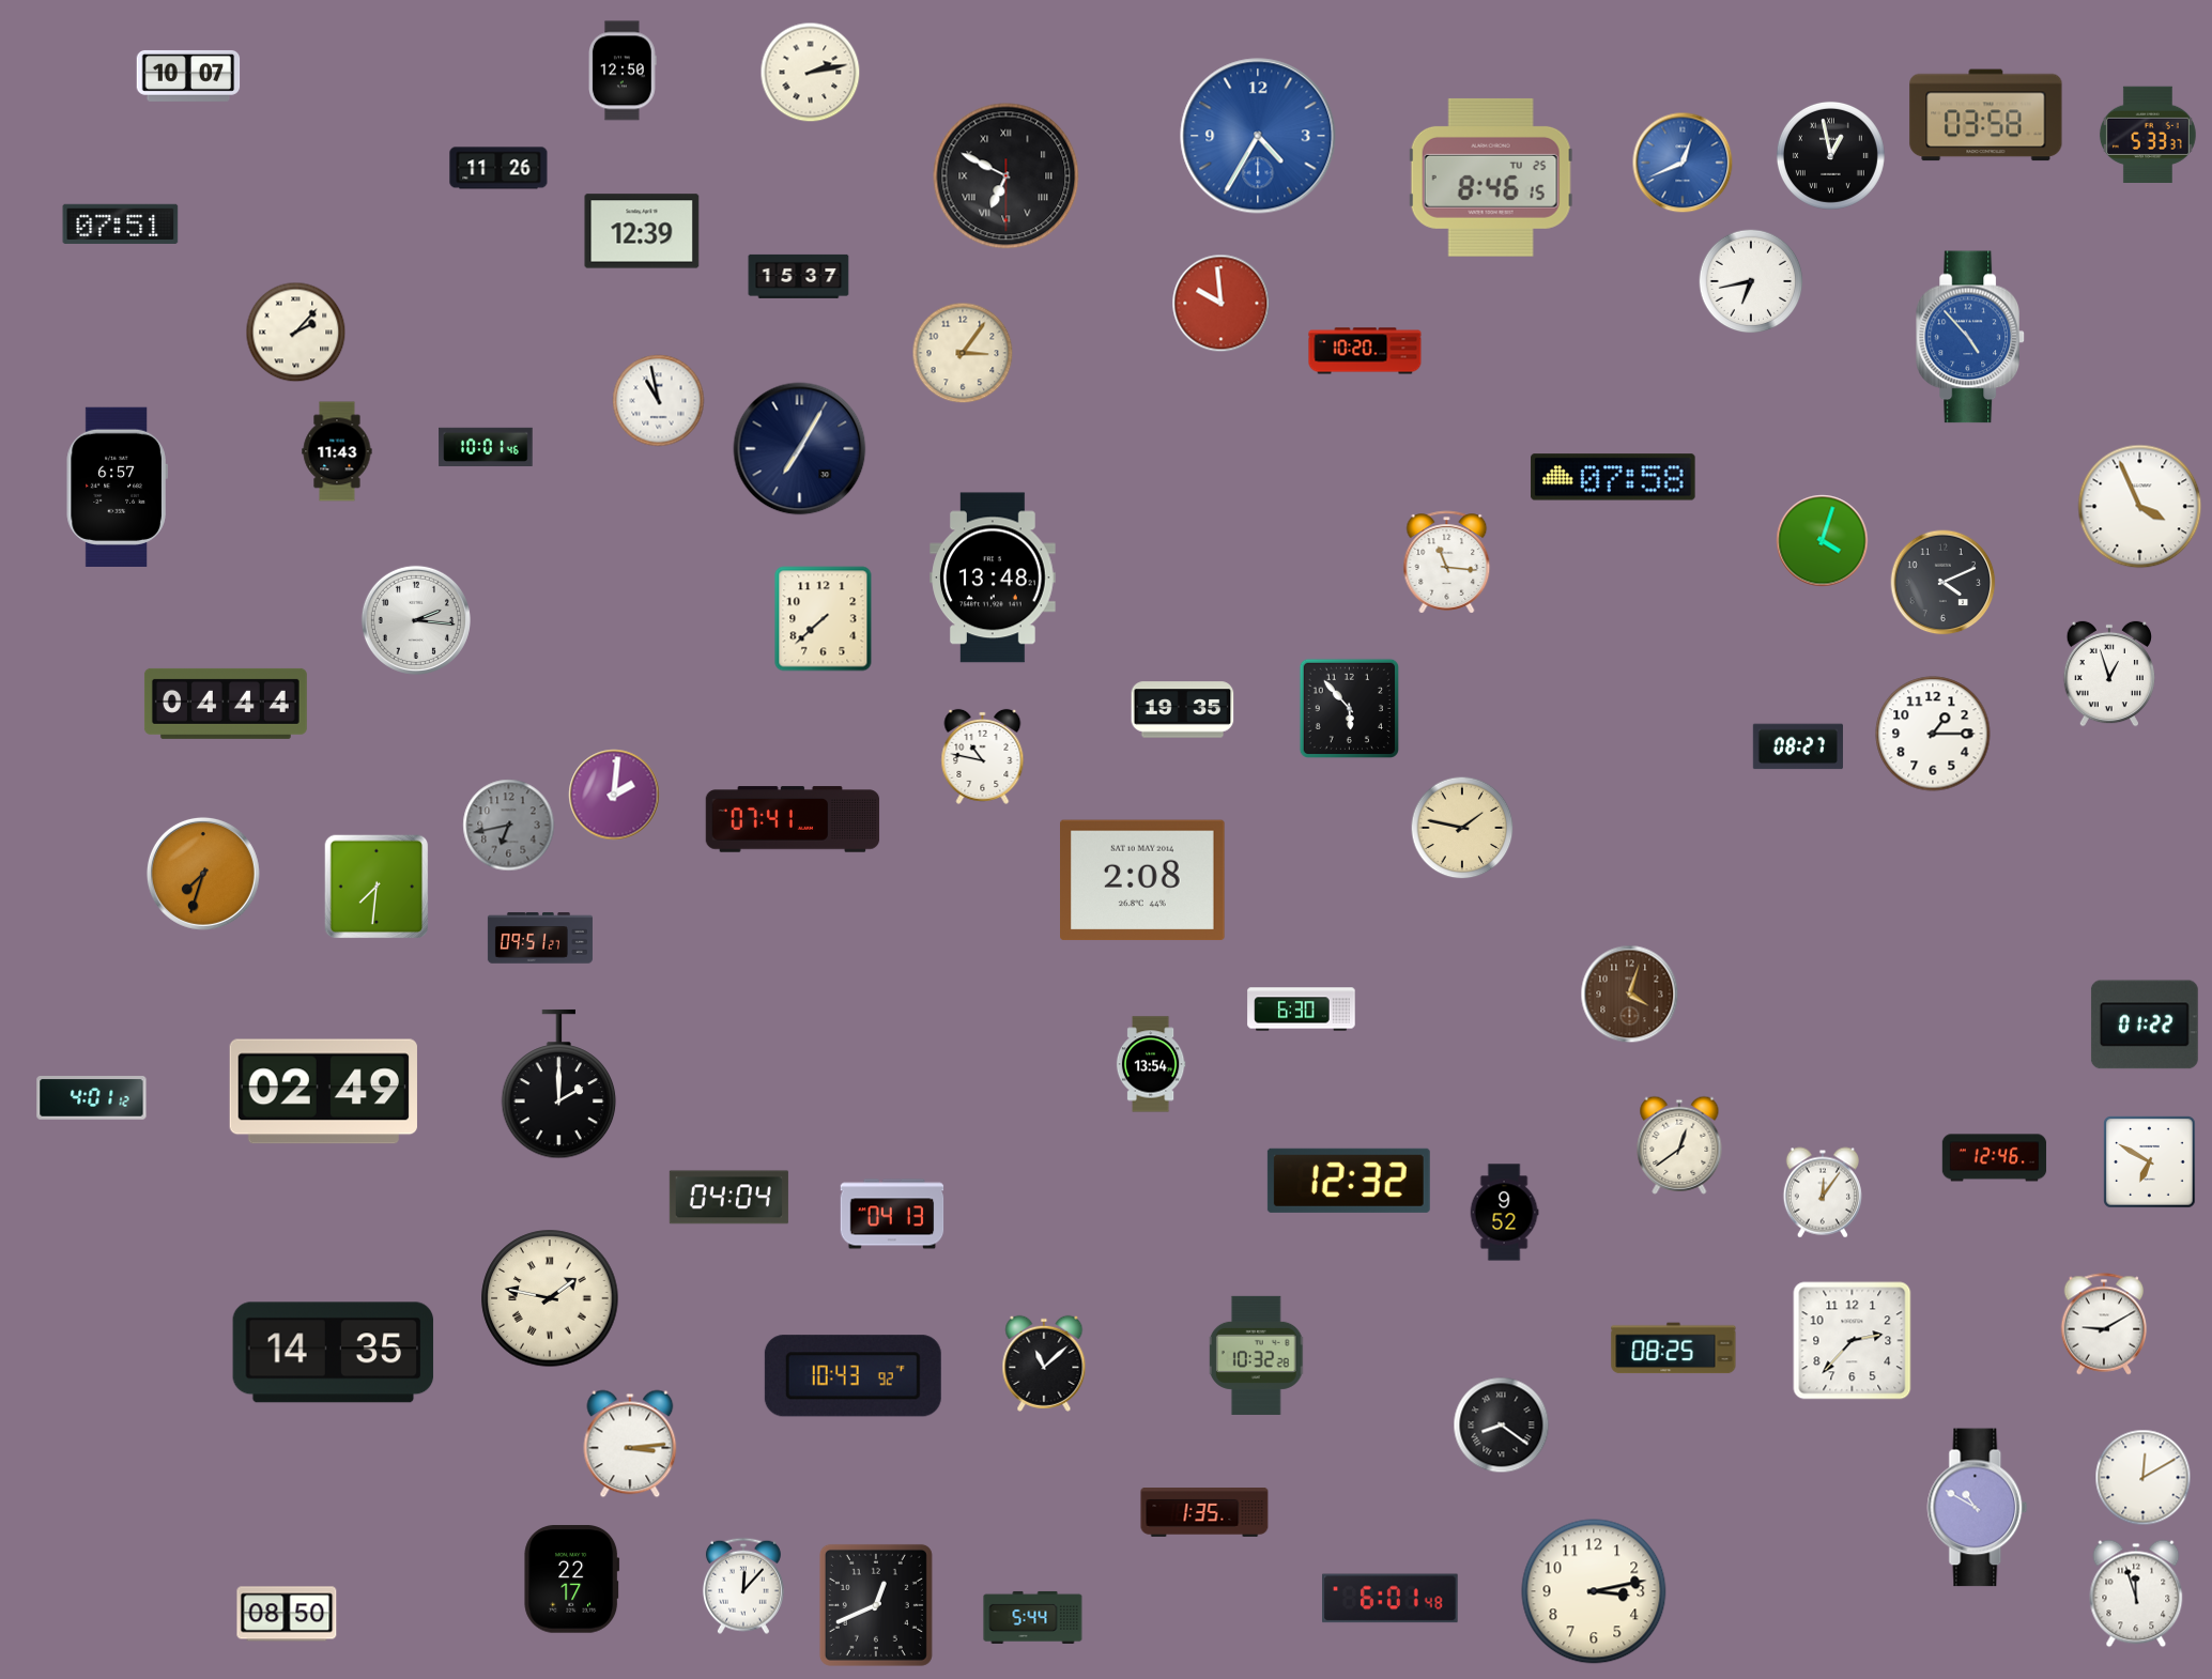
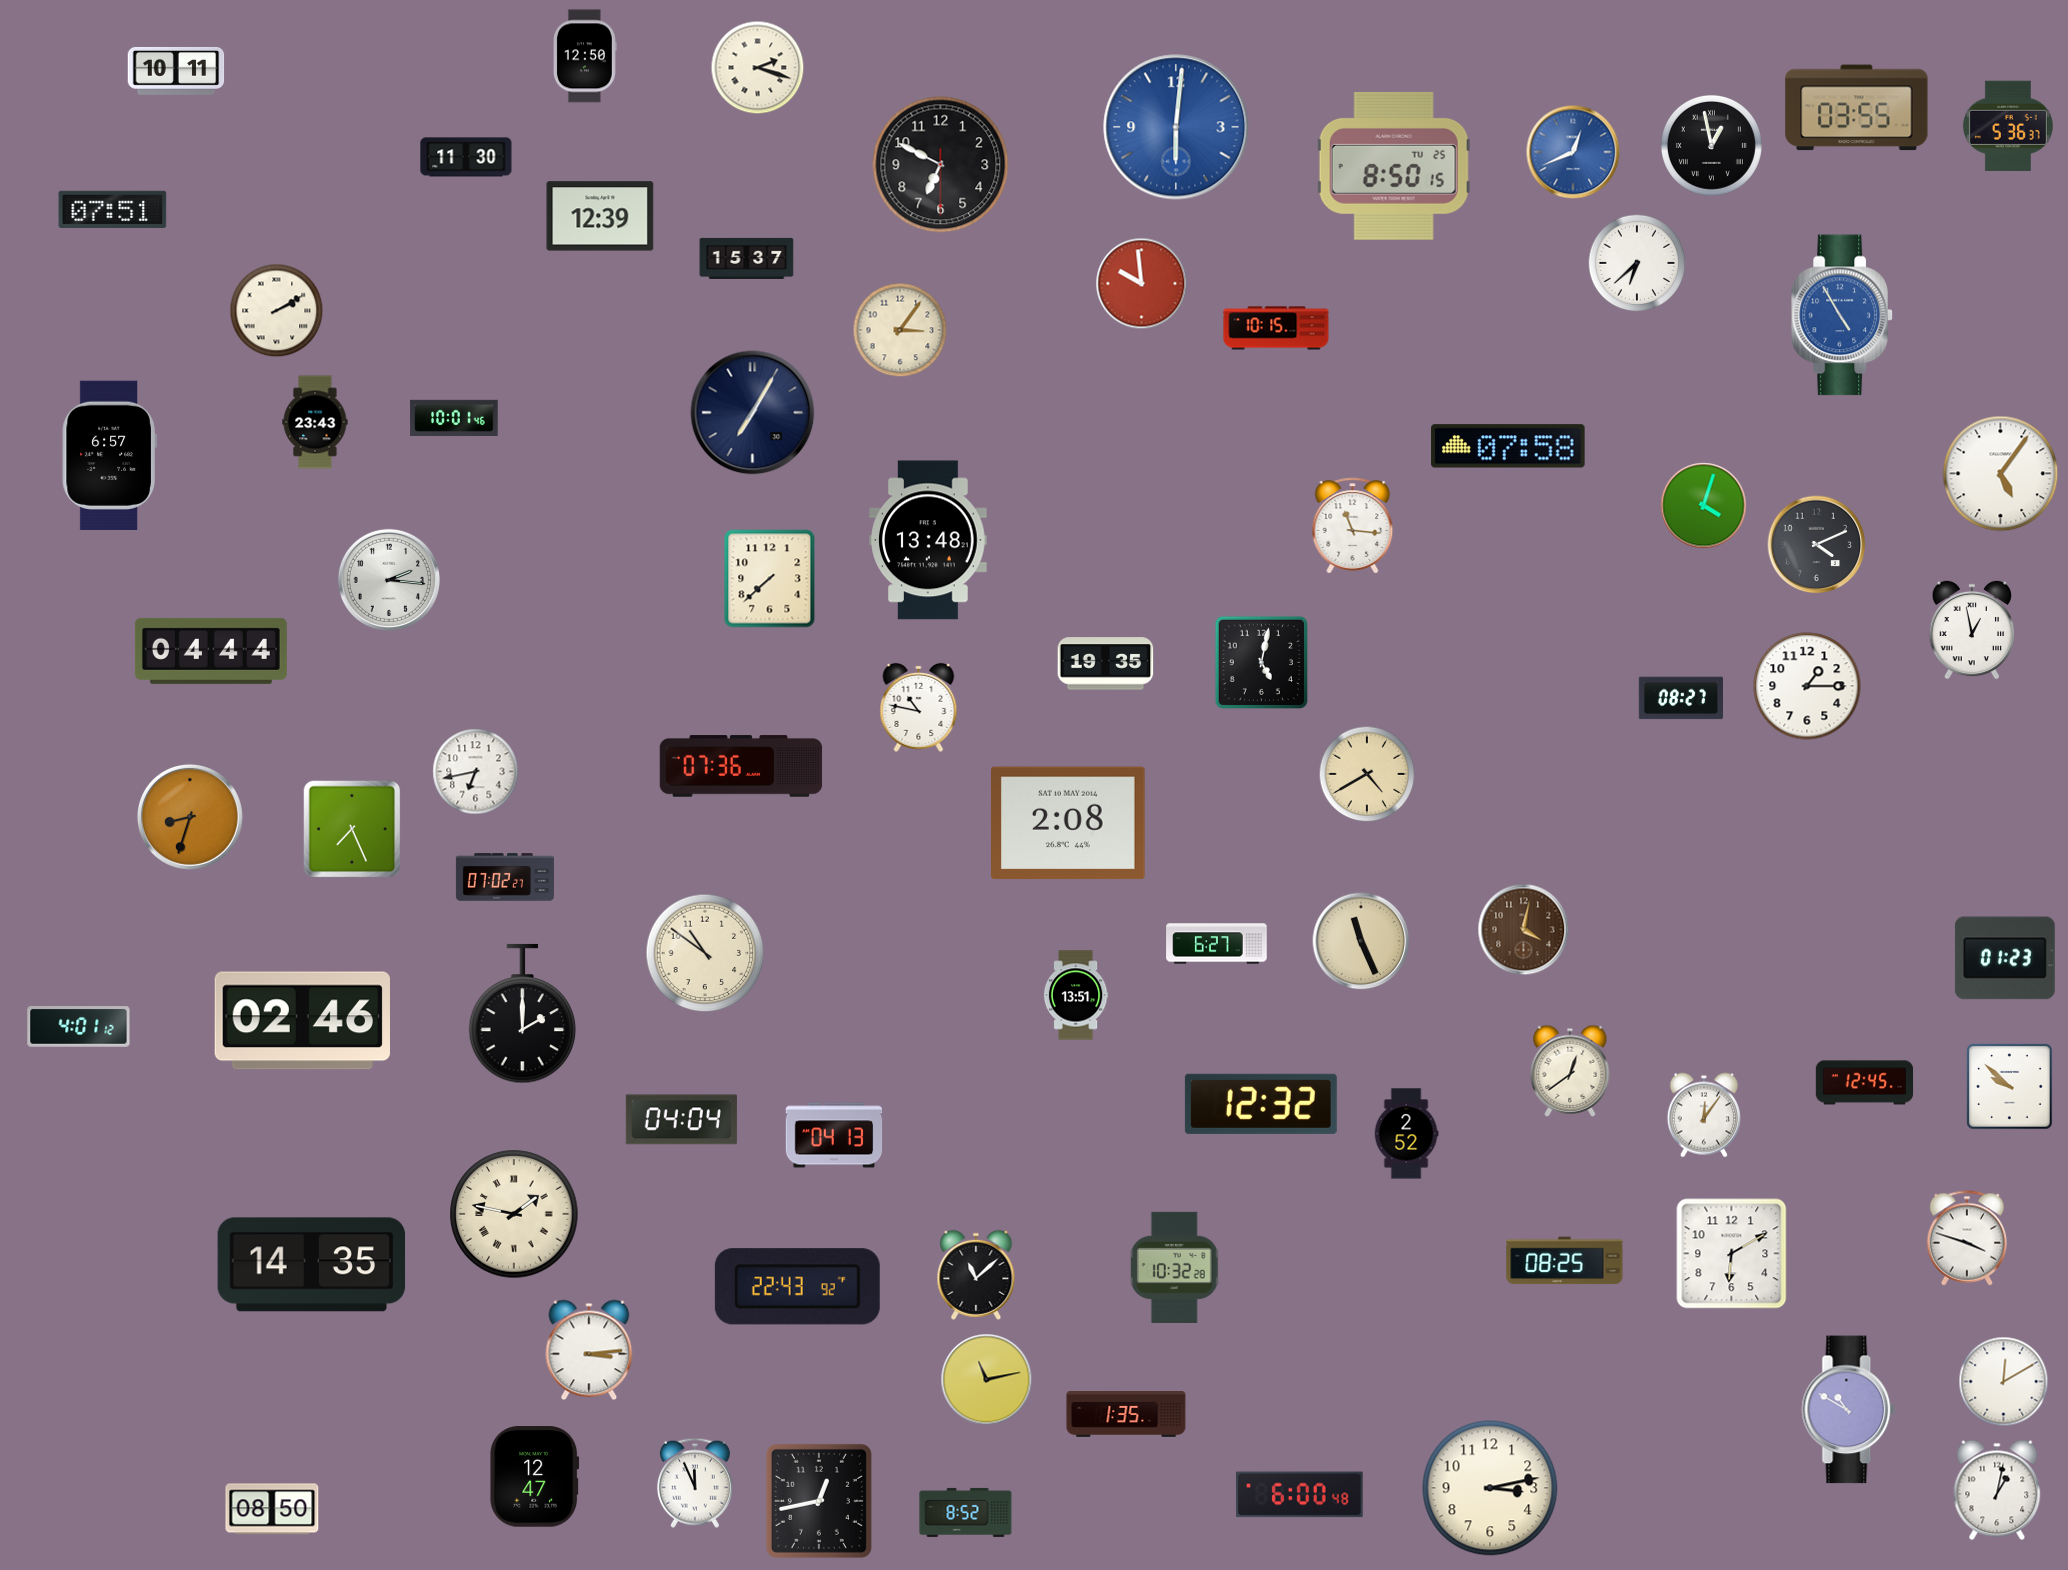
clock at (624, 71) position: (624, 71) -> (586, 56)
clock at (811, 73): 2:13 -> 2:18
clock at (188, 76): 10:07 -> 10:11
clock at (1986, 115): 03:58 -> 03:55
clock at (2148, 134): 5:33 -> 5:36
clock at (1258, 136): 4:35 -> 6:01
clock at (498, 168): 11:26 -> 11:30
clock at (1007, 176) numerals: Roman -> Arabic
clock at (1491, 178): 8:46 -> 8:50
clock at (1751, 281): 6:43 -> 6:38
clock at (296, 333): 2:07 -> 2:10
clock at (1970, 337): 4:53 -> 4:55
clock at (1365, 351): 10:20 -> 10:15
clock at (659, 401): 10:58 -> none
clock at (800, 449) position: (800, 449) -> (753, 413)
clock at (337, 451): 11:43 -> 23:43
clock at (2140, 507): 3:56 -> 5:06
clock at (2108, 674): 12:57 -> 12:58
clock at (226, 704) position: (226, 704) -> (211, 651)
clock at (1349, 708): 5:53 -> 5:02
clock at (614, 795): 2:01 -> none
clock at (793, 819): 07:41 -> 07:36
clock at (509, 826) dial: grey -> white
clock at (1462, 828): 1:47 -> 4:40
clock at (203, 874): 7:33 -> 8:33
clock at (377, 887): 7:31 -> 7:26
clock at (540, 938): 09:51 -> 07:02
clock at (1630, 995): 4:03 -> 4:02
clock at (1361, 941): none -> 11:26
clock at (1302, 1010): 6:30 -> 6:27
clock at (705, 953): none -> 10:51
clock at (2145, 1025): 01:22 -> 01:23
clock at (1151, 1064): 13:54 -> 13:51
clock at (323, 1092): 02:49 -> 02:46
clock at (92, 1098) position: (92, 1098) -> (79, 1027)
clock at (1995, 1158): 12:46 -> 12:45
clock at (2150, 1162): 6:50 -> 9:52
clock at (1504, 1213): 9:52 -> 2:52
clock at (2104, 1324): 9:10 -> 3:48
clock at (1853, 1341): 2:37 -> 6:10
clock at (852, 1376): 10:43 -> 22:43
clock at (1502, 1426): 8:21 -> none
clock at (987, 1380): none -> 11:13
clock at (572, 1580): 22:17 -> 12:47
clock at (743, 1586): 12:07 -> 11:56
clock at (2136, 1593): 11:57 -> 1:02
clock at (1391, 1599): 6:01 -> 6:00
clock at (876, 1605): 12:41 -> 12:43
clock at (287, 1614) position: (287, 1614) -> (272, 1509)
clock at (1033, 1617): 5:44 -> 8:52
